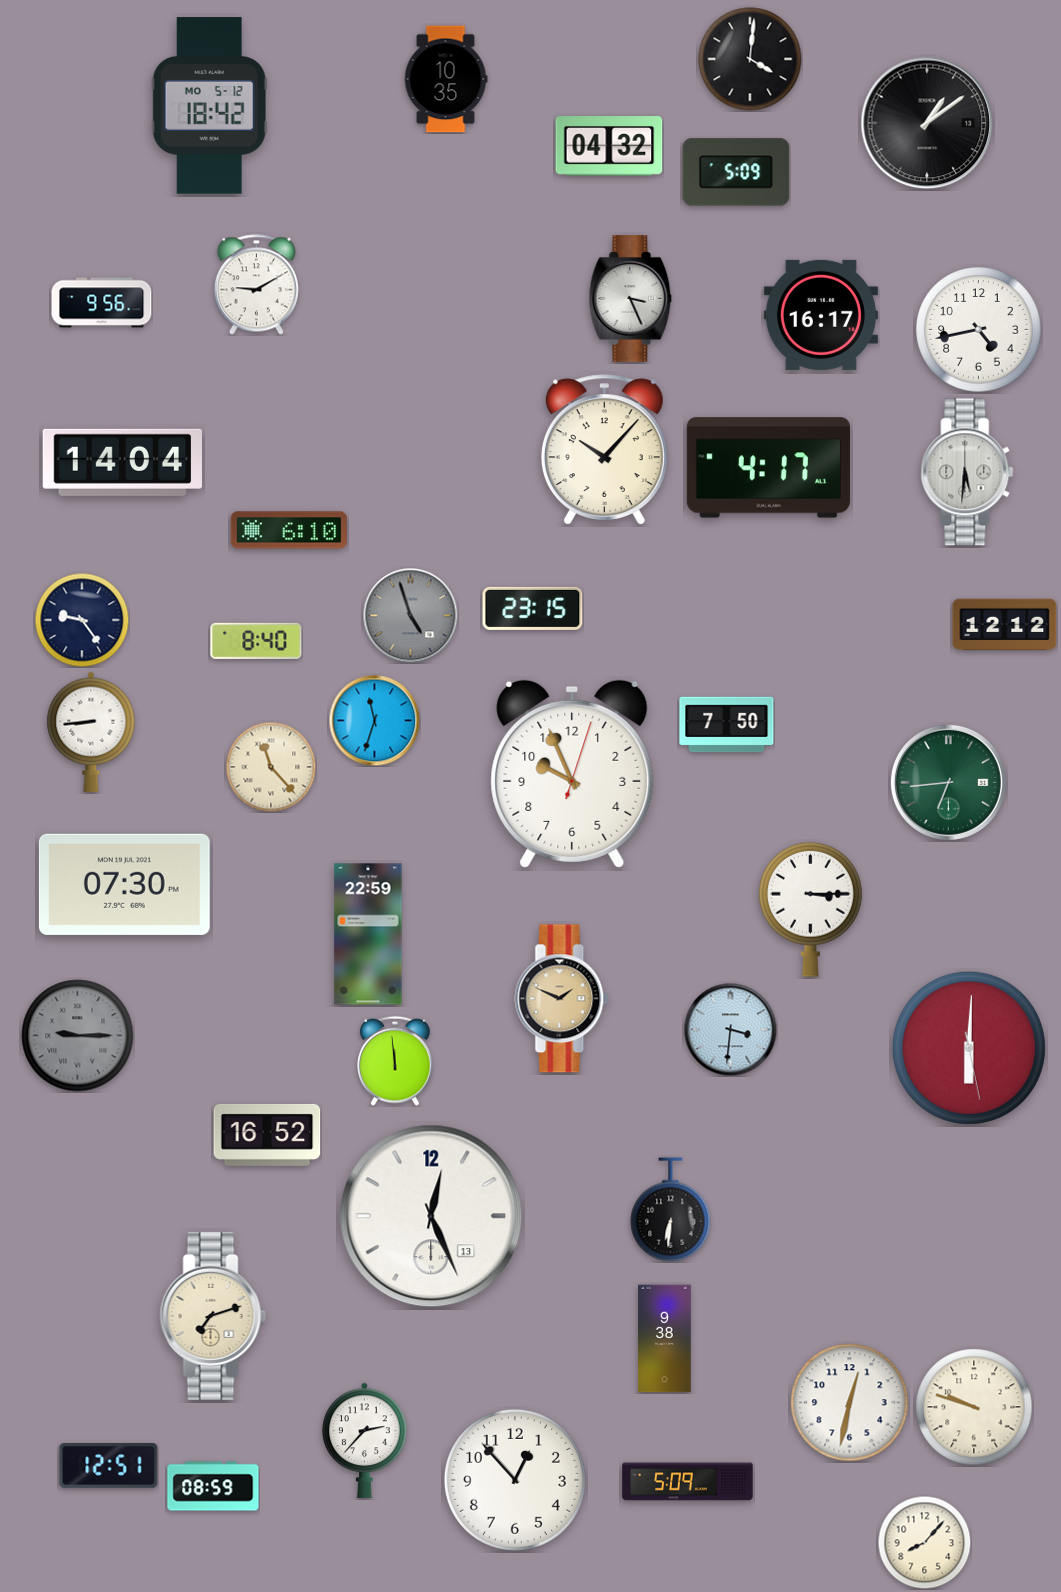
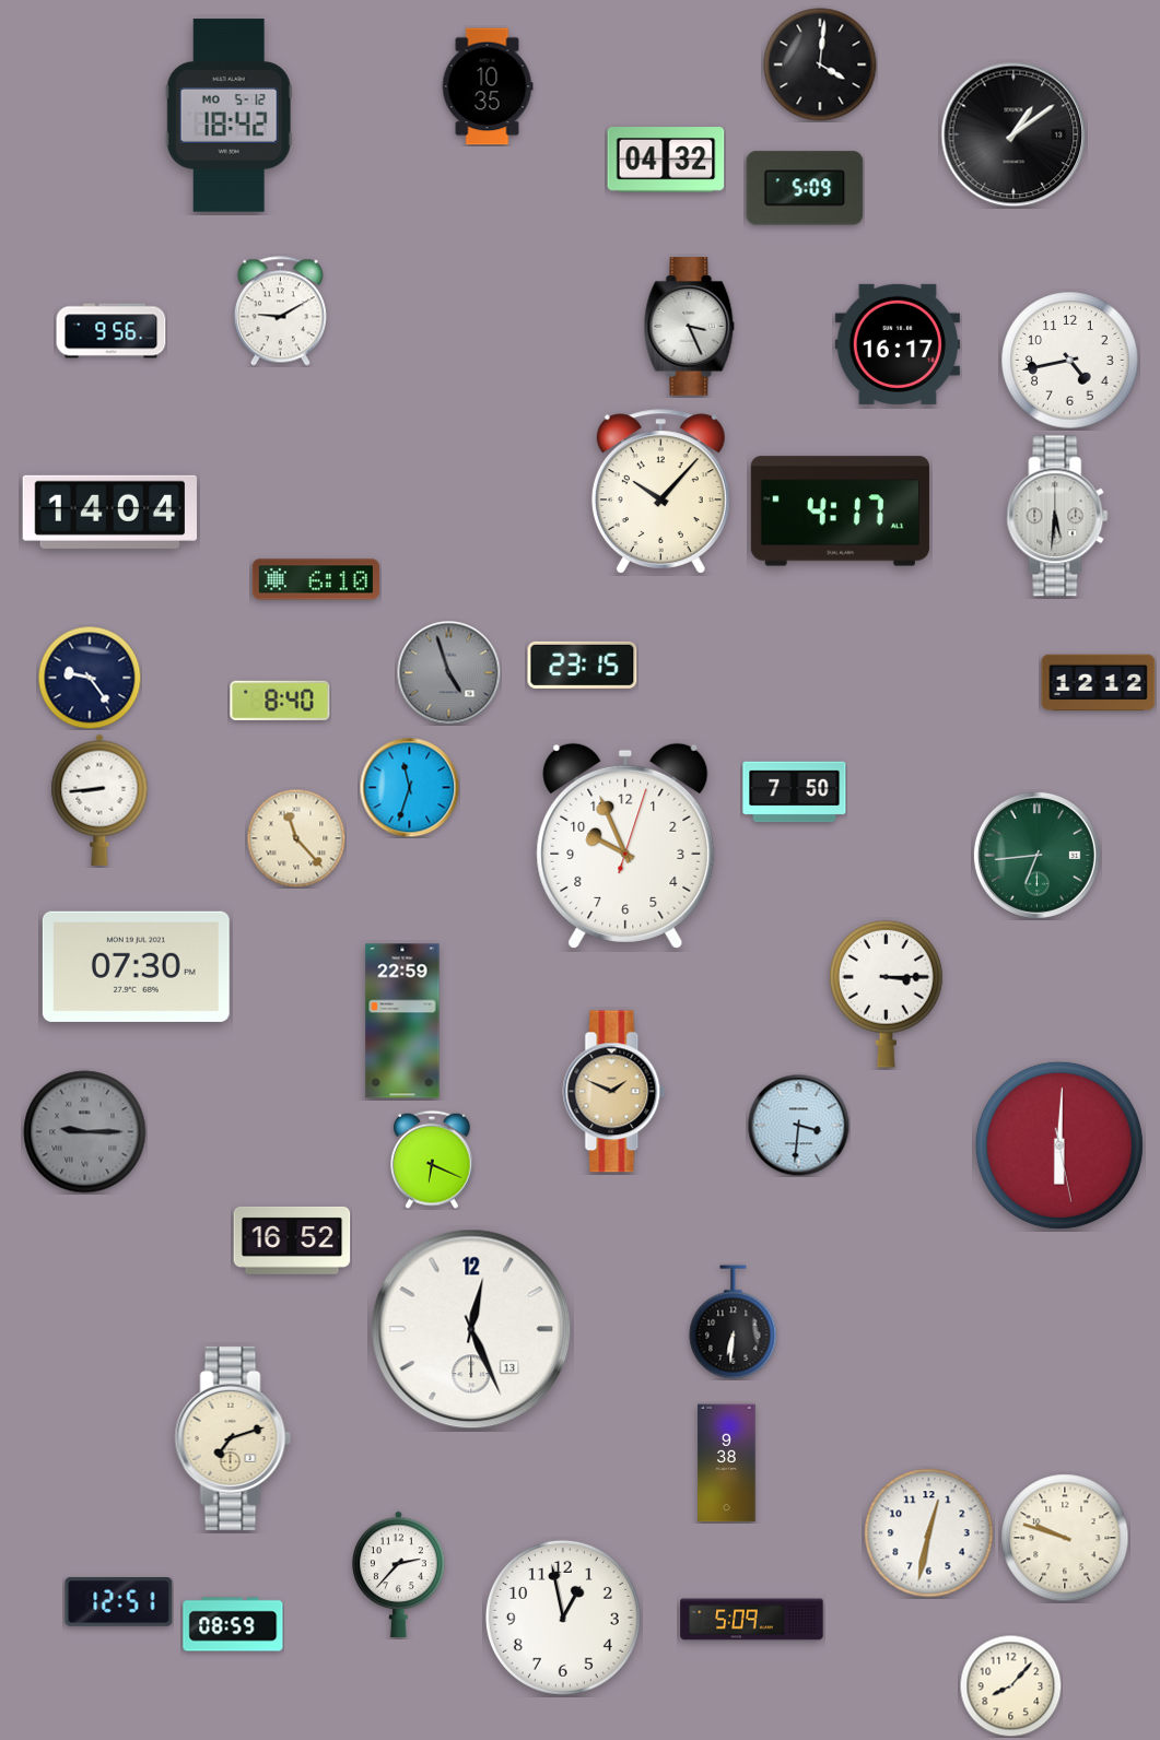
clock at (122, 462) position: (122, 462) -> (109, 512)
clock at (396, 1061): 11:59 -> 6:19
clock at (515, 1480): 12:53 -> 12:58
